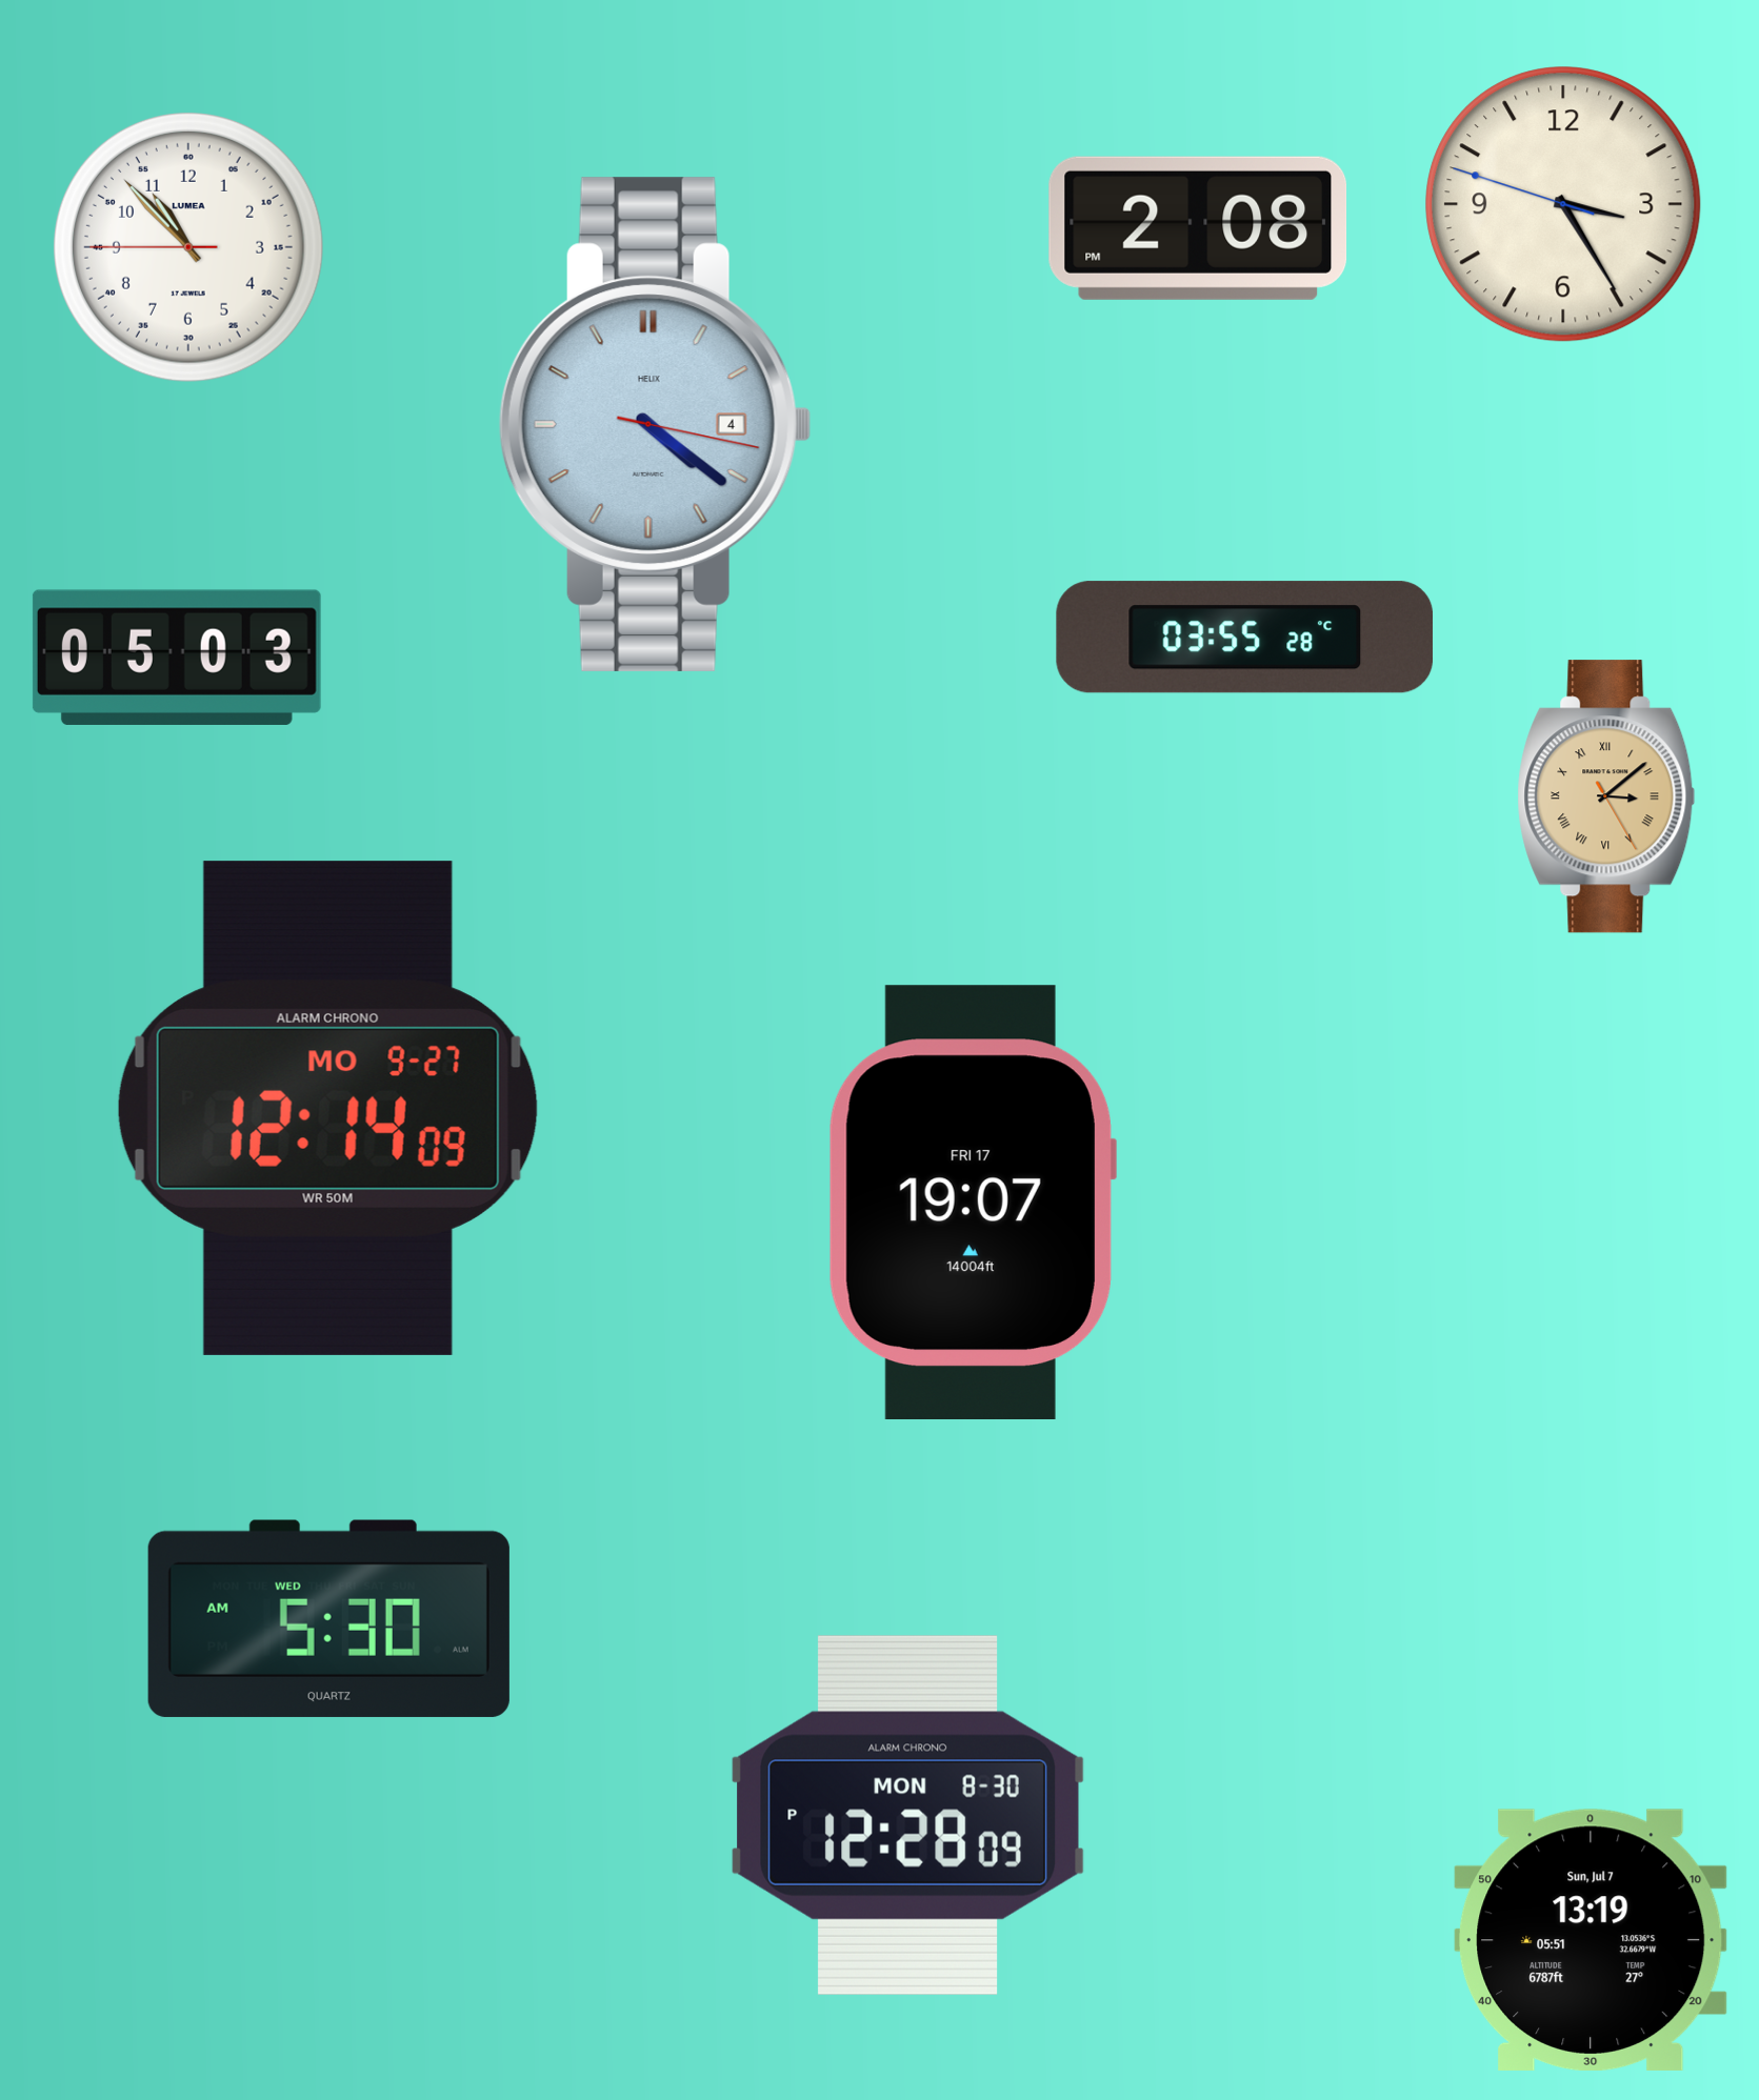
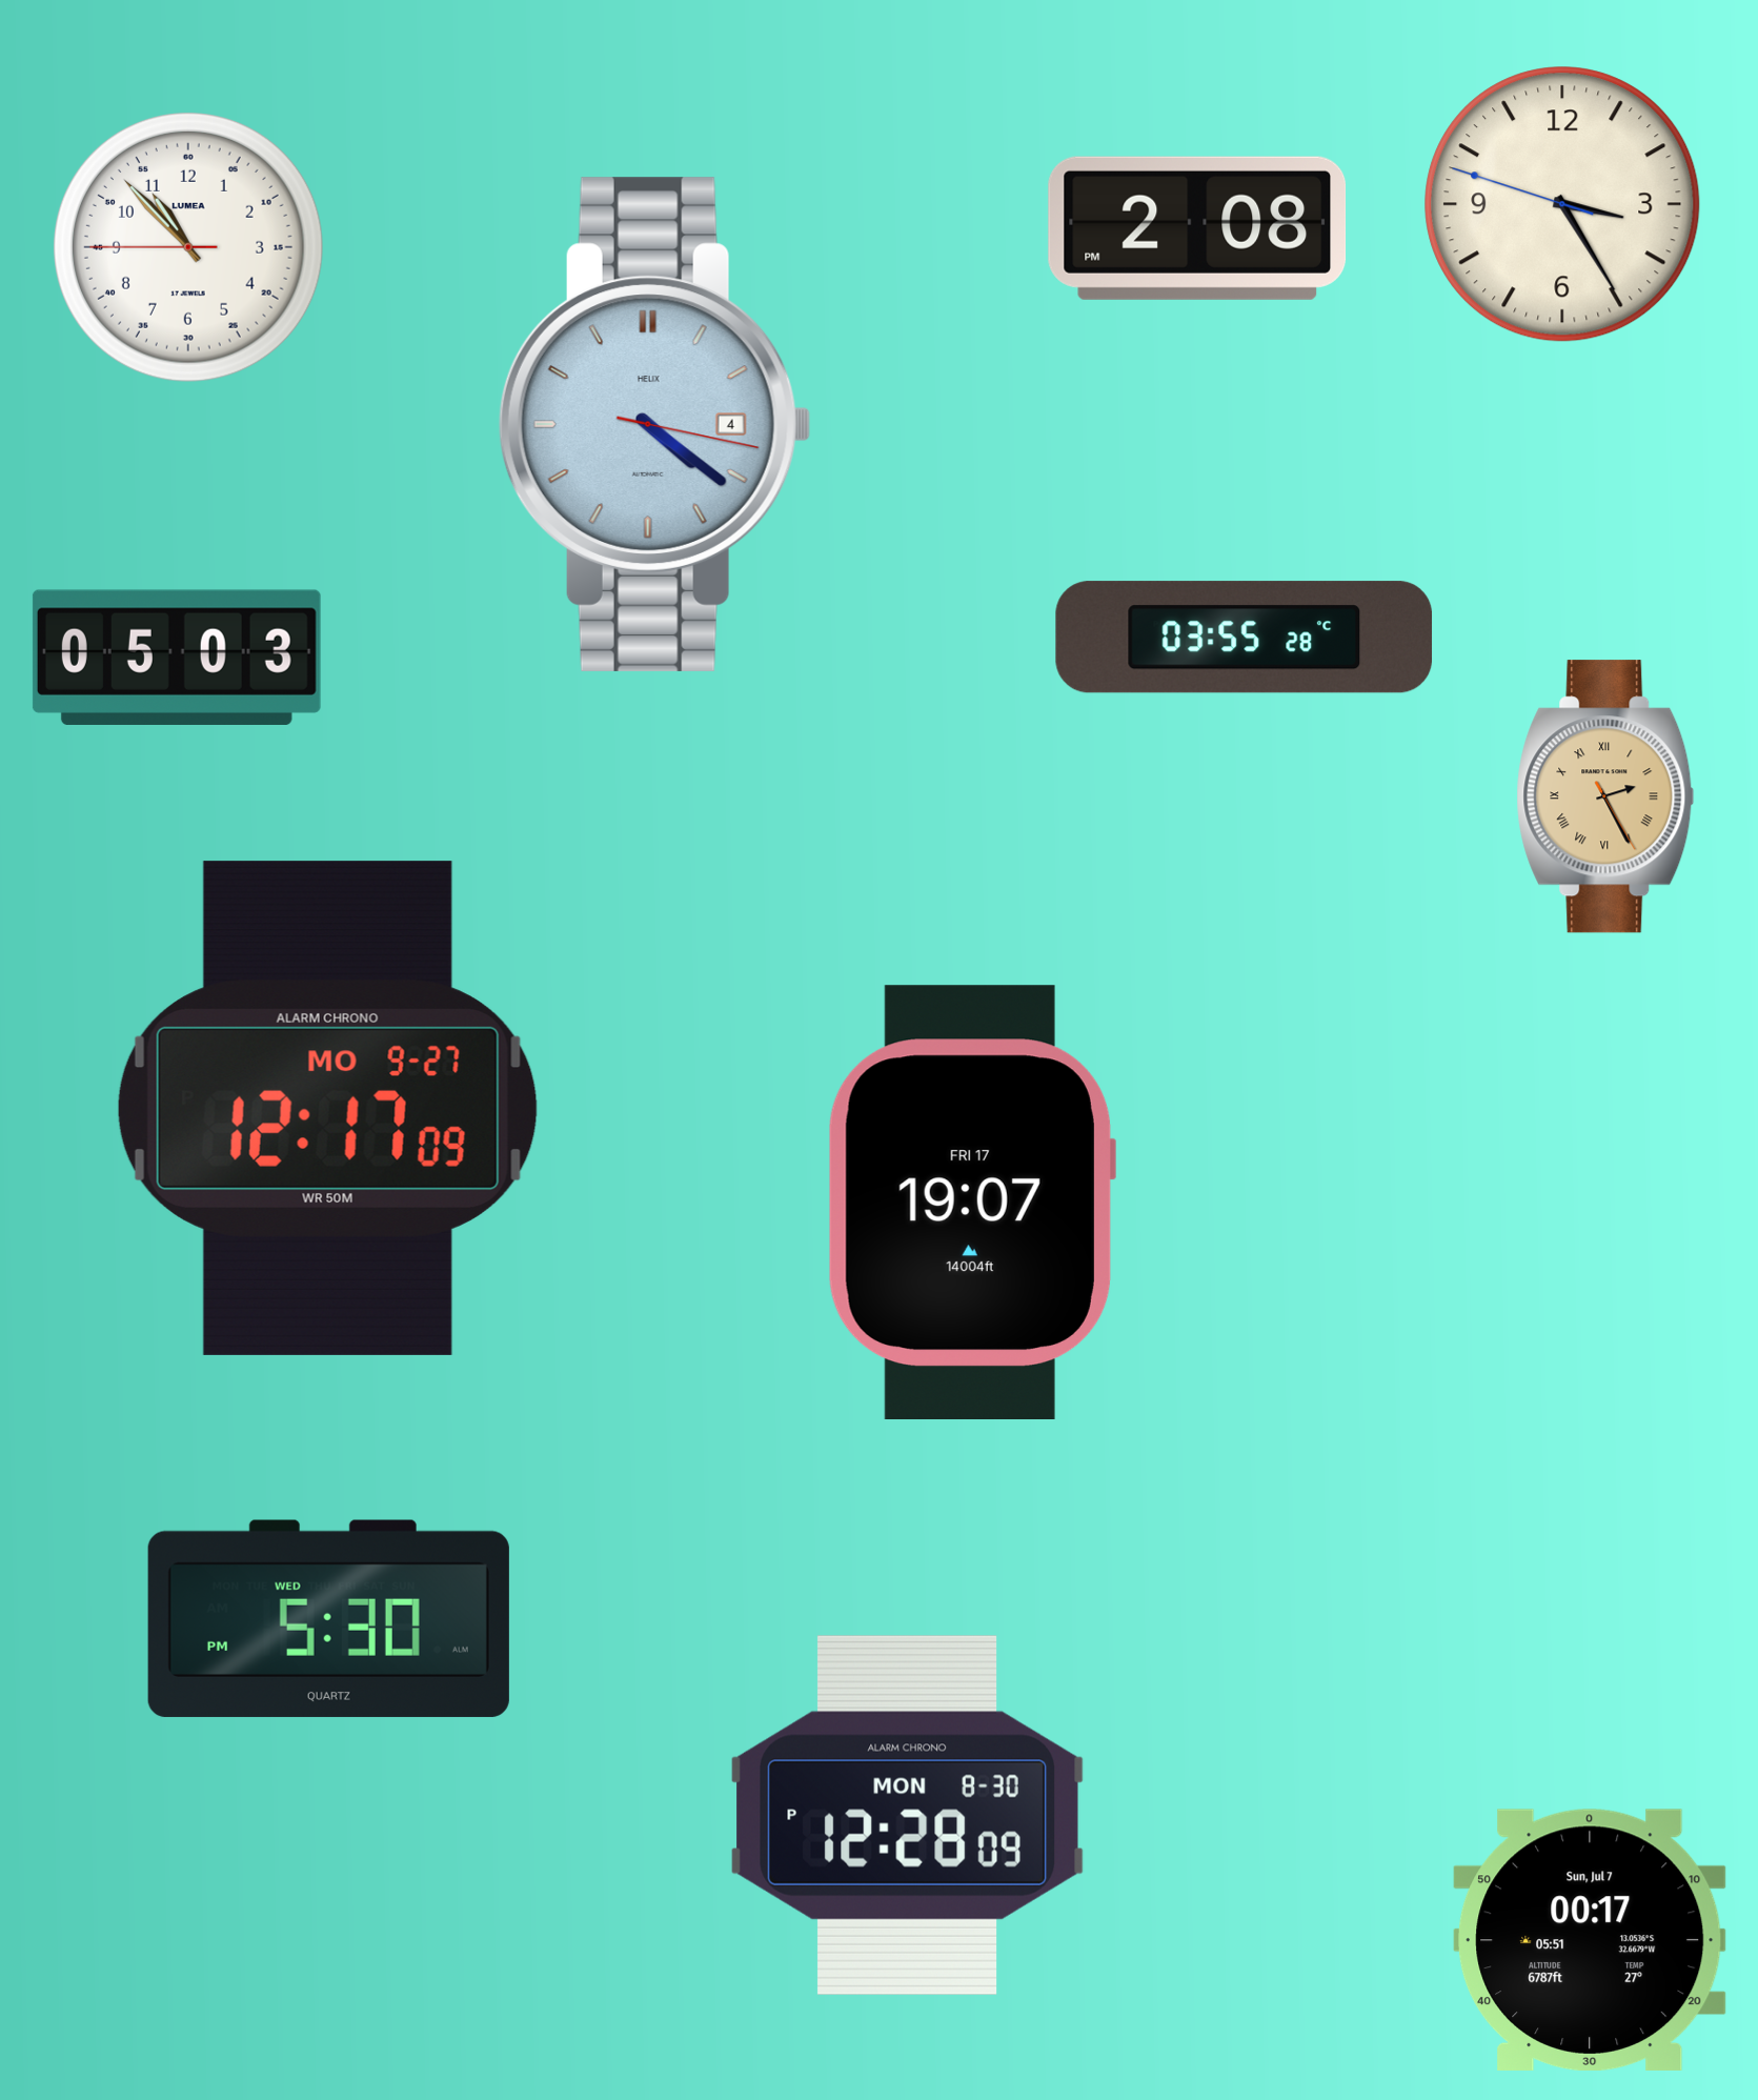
clock at (1606, 796): 3:08 -> 2:25
clock at (328, 1108): 12:14 -> 12:17
clock at (328, 1618): 5:30 AM -> 5:30 PM
clock at (1591, 1940): 13:19 -> 00:17
